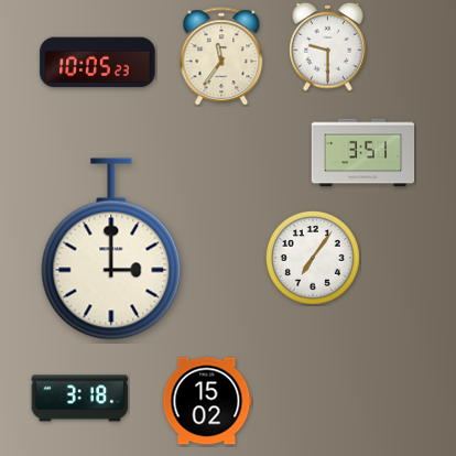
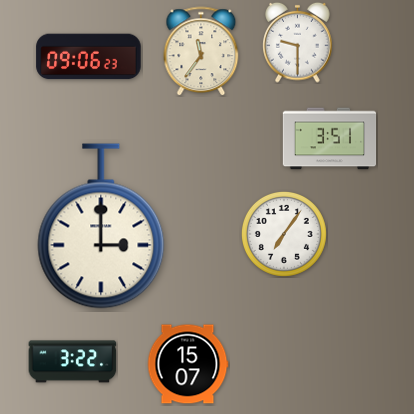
clock at (98, 63): 10:05 -> 09:06
clock at (80, 399): 3:18 -> 3:22
clock at (207, 401): 15:02 -> 15:07
